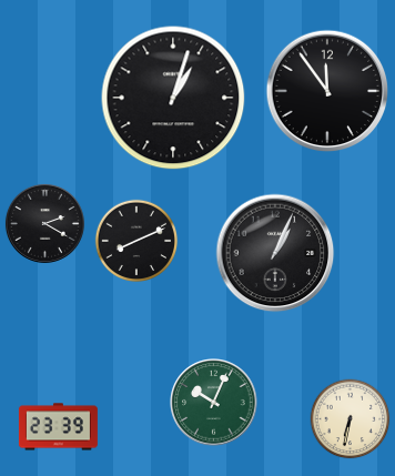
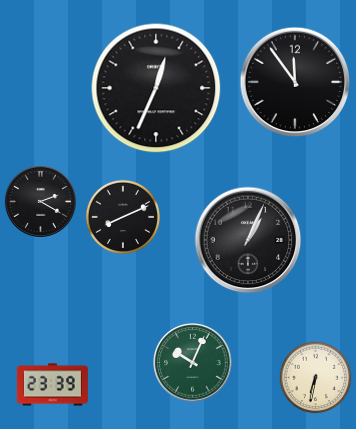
clock at (173, 98): 1:03 -> 12:34
clock at (275, 253) position: (275, 253) -> (248, 240)
